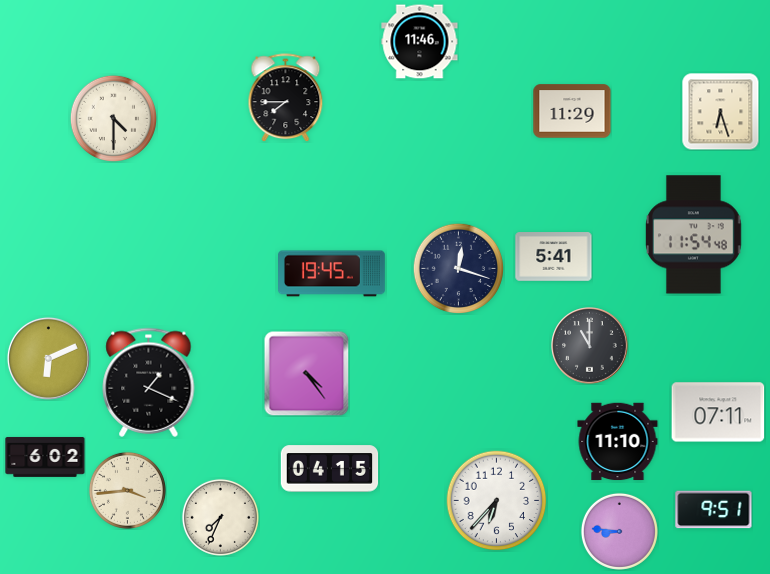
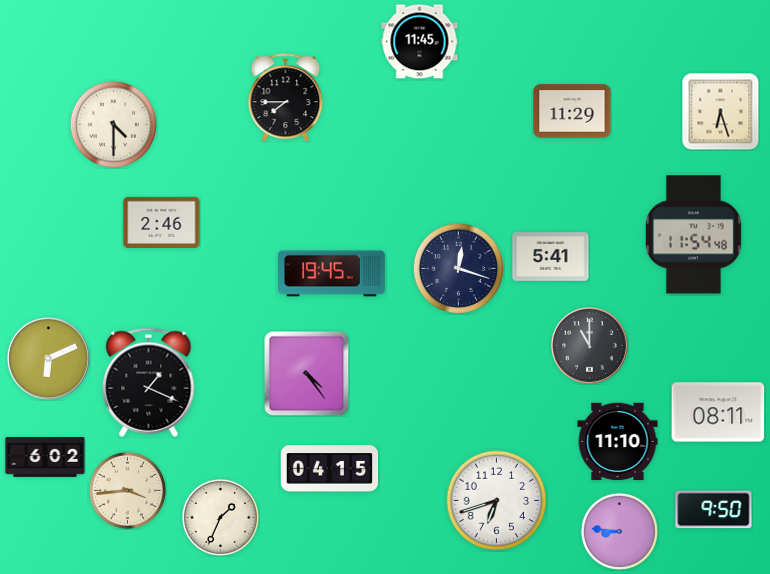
clock at (420, 42): 11:46 -> 11:45
clock at (113, 118) position: (113, 118) -> (113, 124)
clock at (162, 222): none -> 2:46
clock at (554, 257) position: (554, 257) -> (551, 257)
clock at (718, 412): 07:11 -> 08:11
clock at (497, 501): 6:37 -> 6:42
clock at (714, 510): 9:51 -> 9:50
clock at (220, 517): 7:34 -> 1:34
